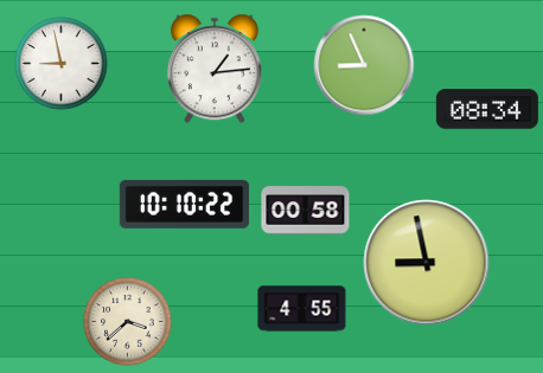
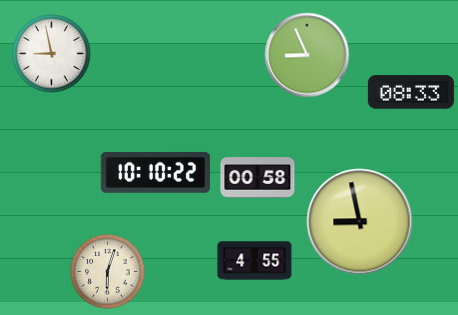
clock at (215, 69): 1:14 -> none
clock at (487, 109): 08:34 -> 08:33
clock at (128, 322): 3:38 -> 6:03
